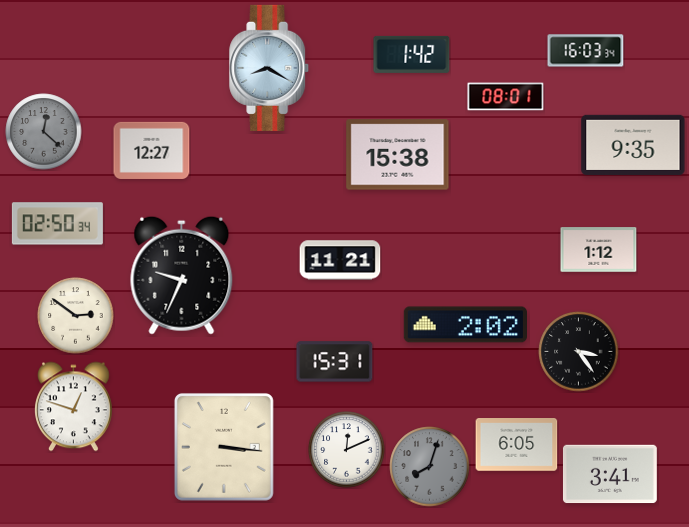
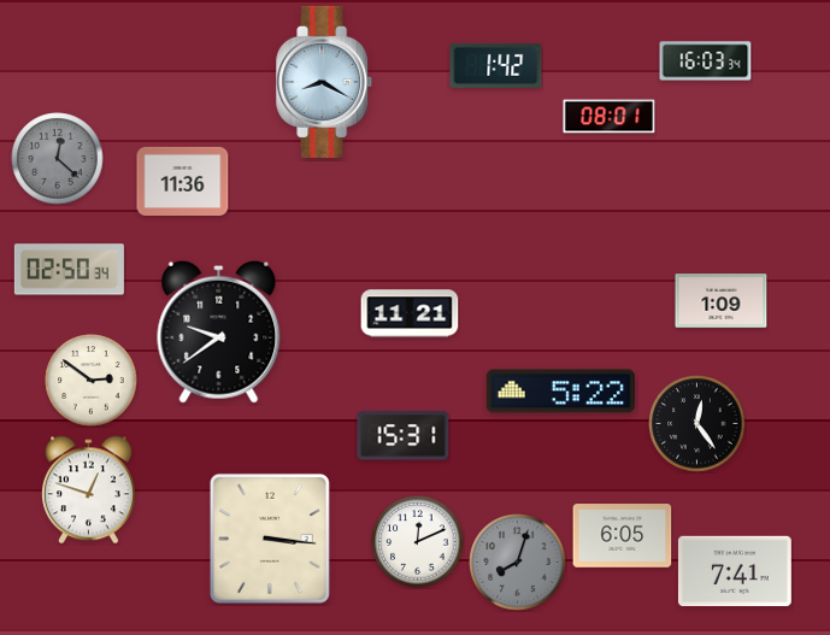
clock at (44, 132) position: (44, 132) -> (58, 159)
clock at (633, 145): 9:35 -> none
clock at (152, 150): 12:27 -> 11:36
clock at (398, 155): 15:38 -> none
clock at (599, 250): 1:12 -> 1:09
clock at (182, 275): 9:34 -> 9:39
clock at (465, 325): 2:02 -> 5:22
clock at (579, 352): 3:24 -> 12:24
clock at (610, 474): 3:41 -> 7:41
